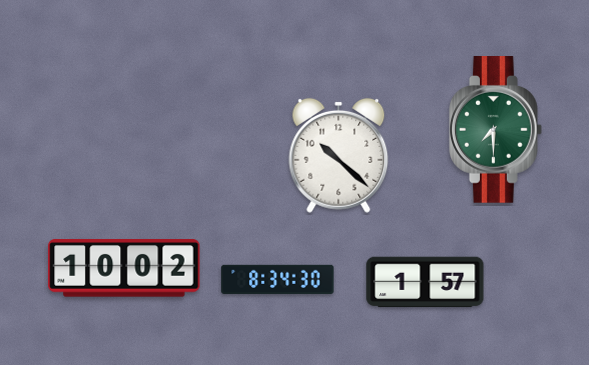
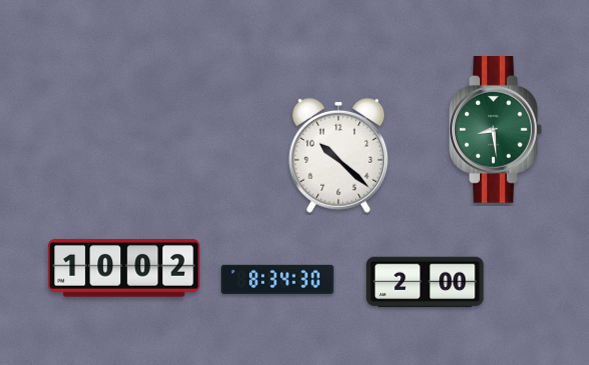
clock at (495, 130): 7:30 -> 8:29
clock at (425, 282): 1:57 -> 2:00
